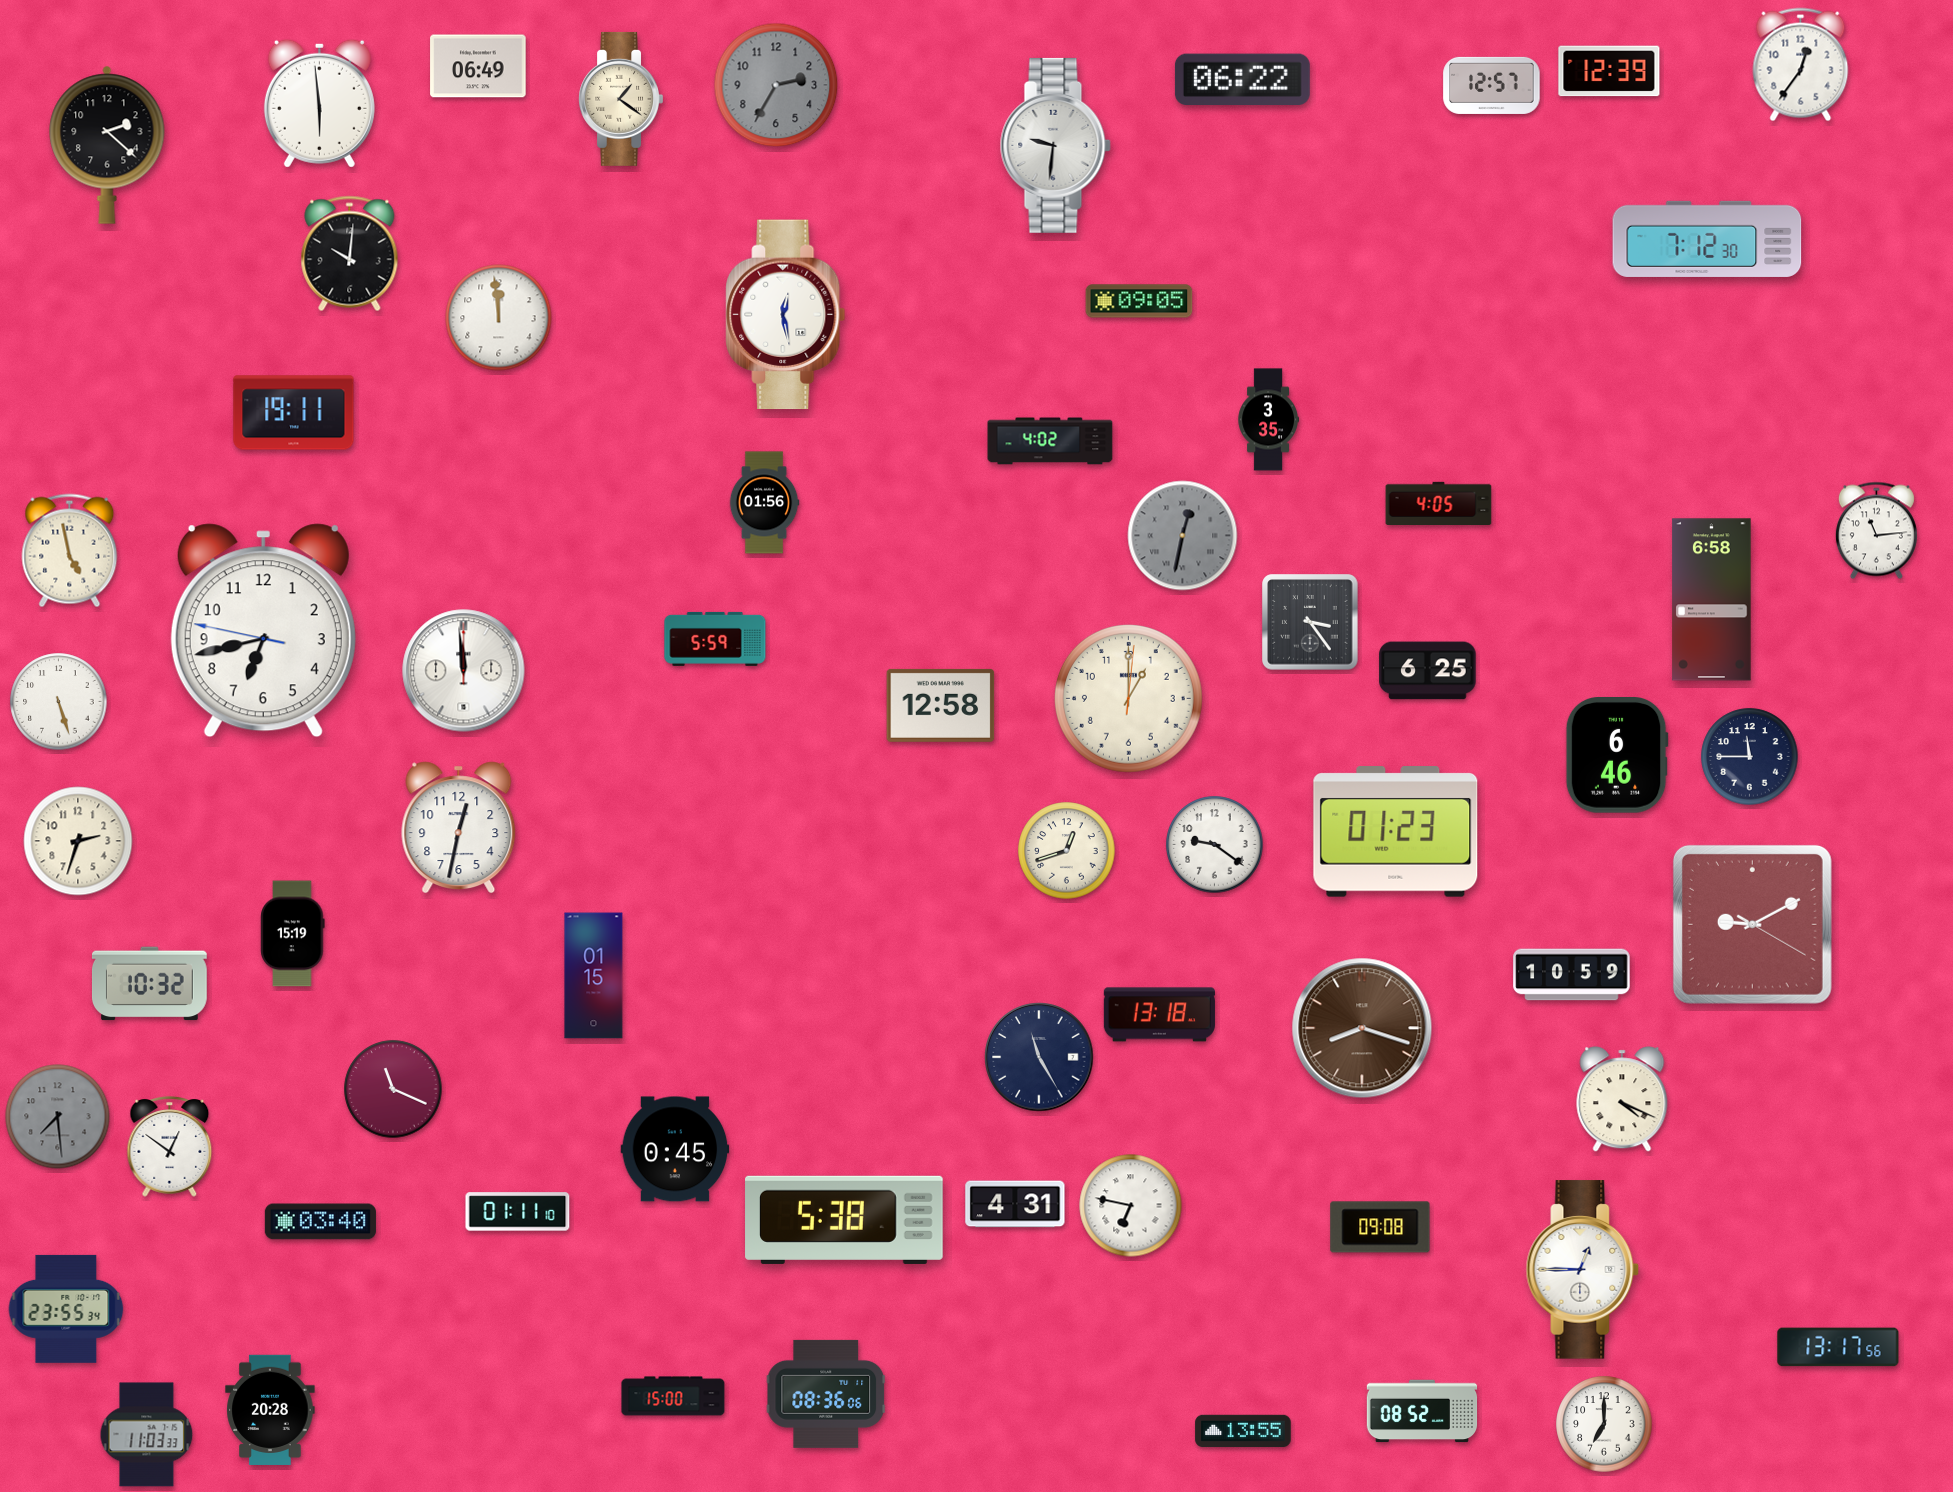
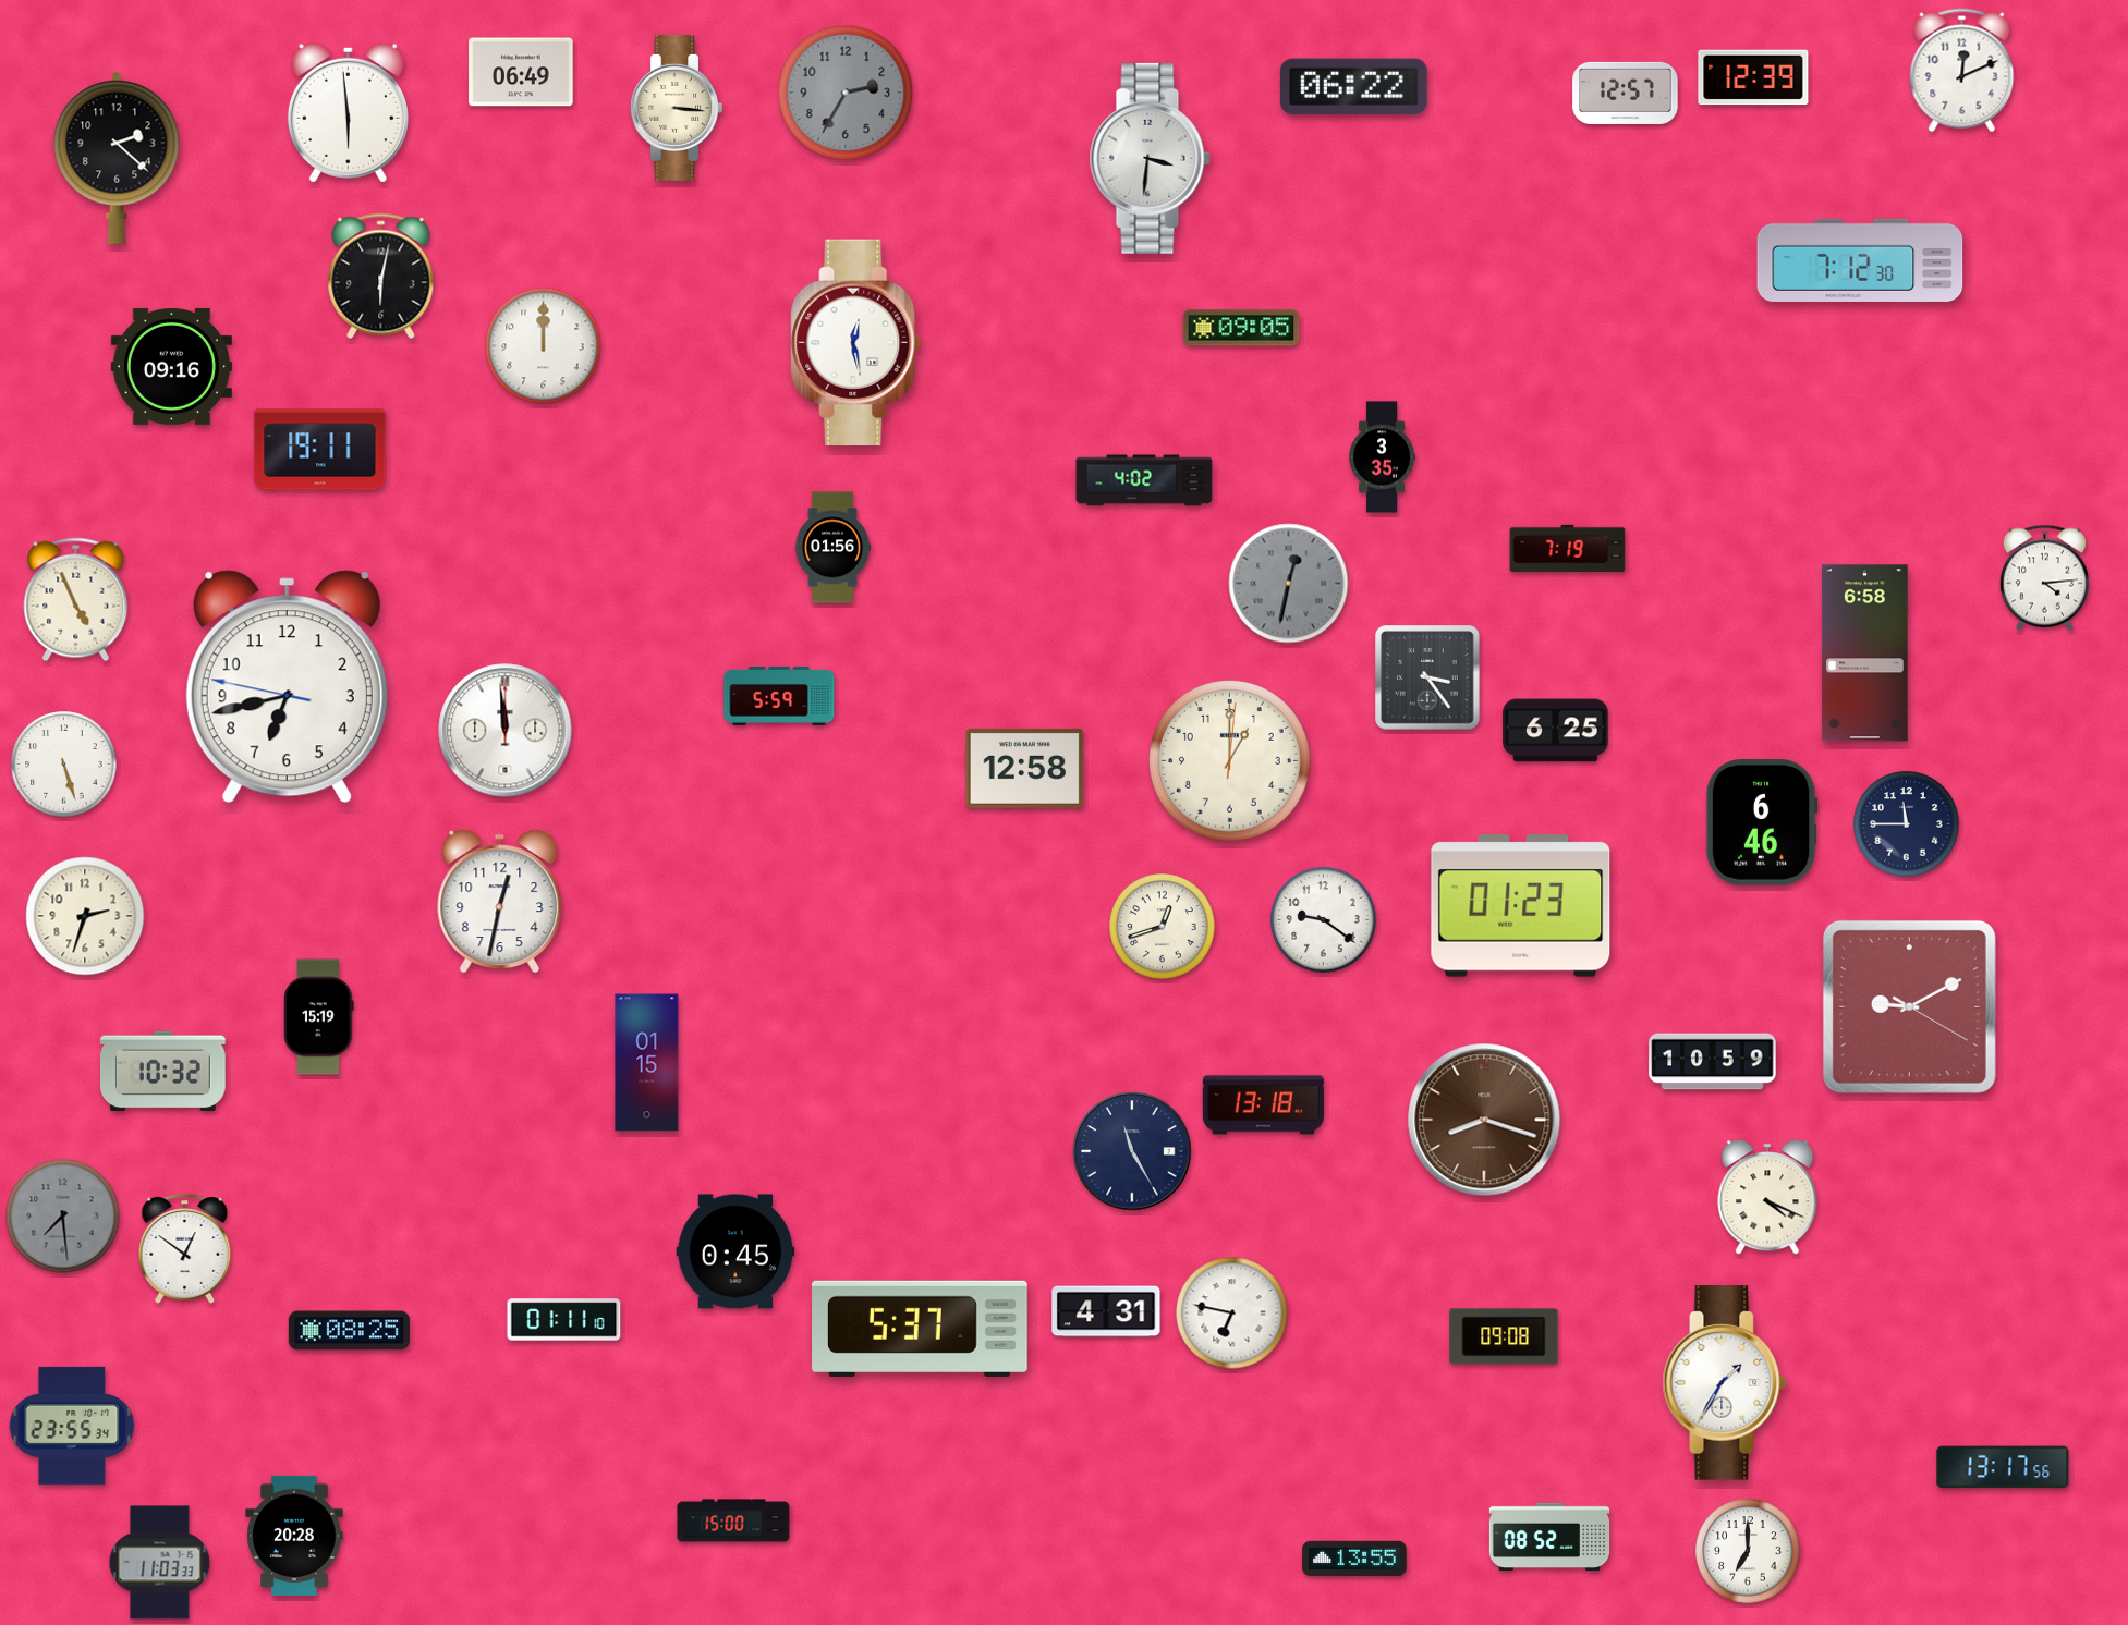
clock at (1801, 65): 12:36 -> 12:11
clock at (620, 99): 1:21 -> 3:16
clock at (1055, 145): 9:31 -> 3:31
clock at (350, 254): 10:01 -> 6:02
clock at (499, 318): 11:59 -> 12:00
clock at (171, 366): none -> 09:16
clock at (1439, 503): 4:05 -> 7:19
clock at (1876, 531): 11:14 -> 4:14
clock at (70, 551): 4:58 -> 4:56
clock at (393, 1089): 11:19 -> none
clock at (844, 1220): 5:38 -> 5:37
clock at (320, 1222): 03:40 -> 08:25
clock at (1583, 1270): 12:45 -> 1:35
clock at (826, 1394): 08:36 -> none
